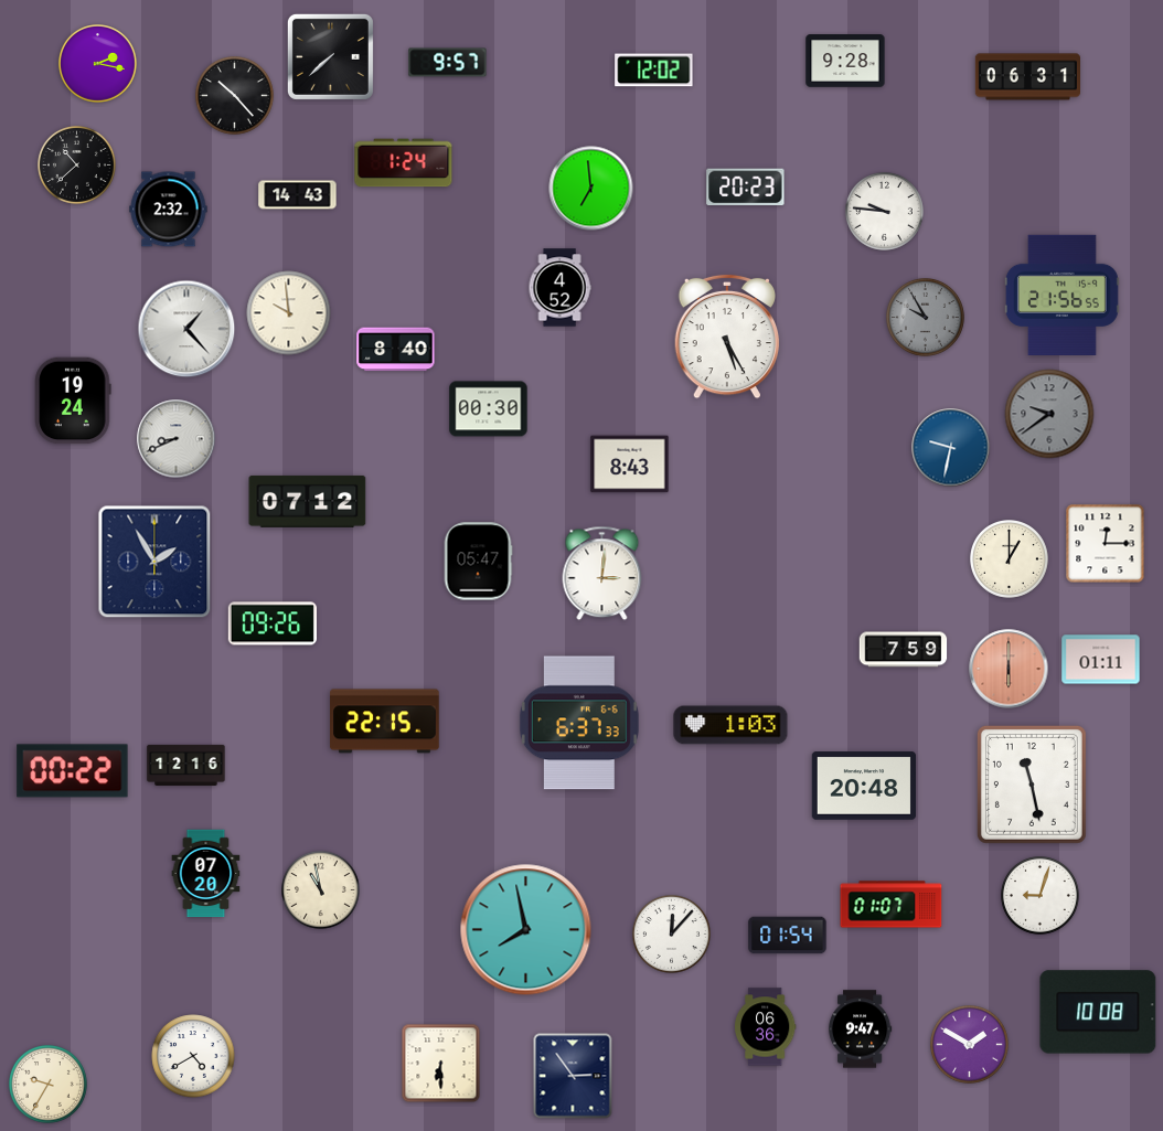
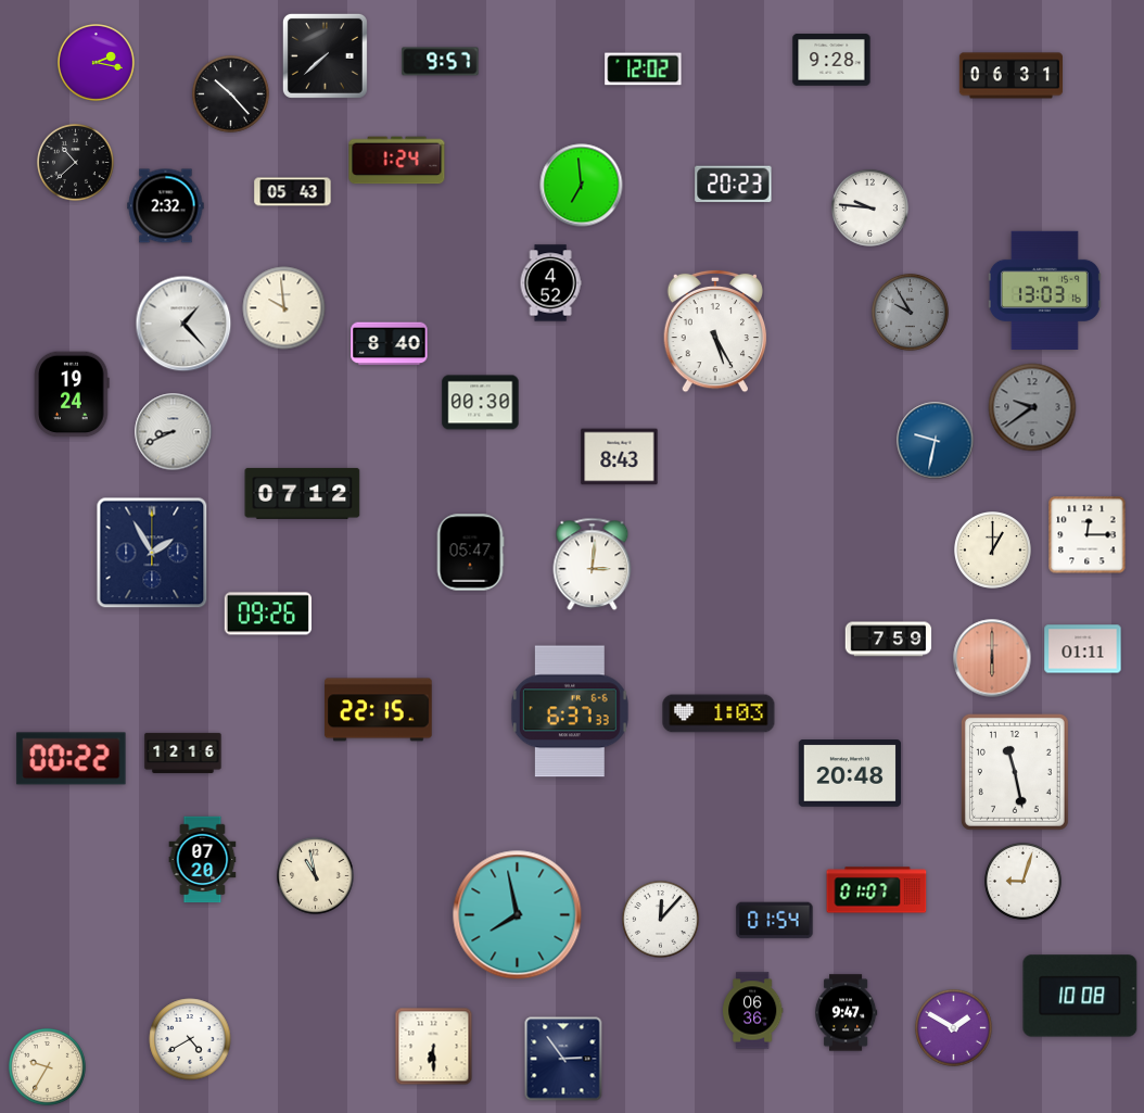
clock at (298, 195): 14:43 -> 05:43
clock at (1061, 295): 21:56 -> 13:03
